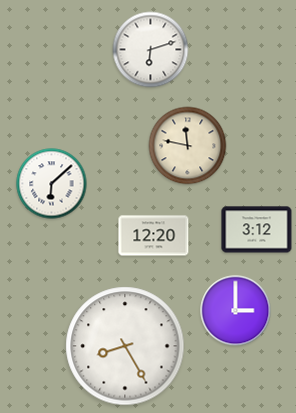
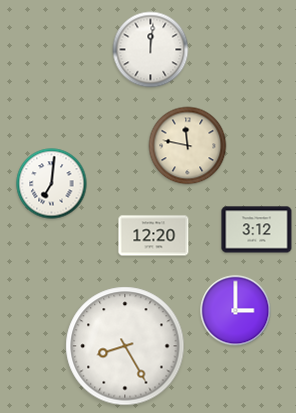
clock at (151, 50): 6:12 -> 12:01
clock at (52, 184): 6:08 -> 7:01
